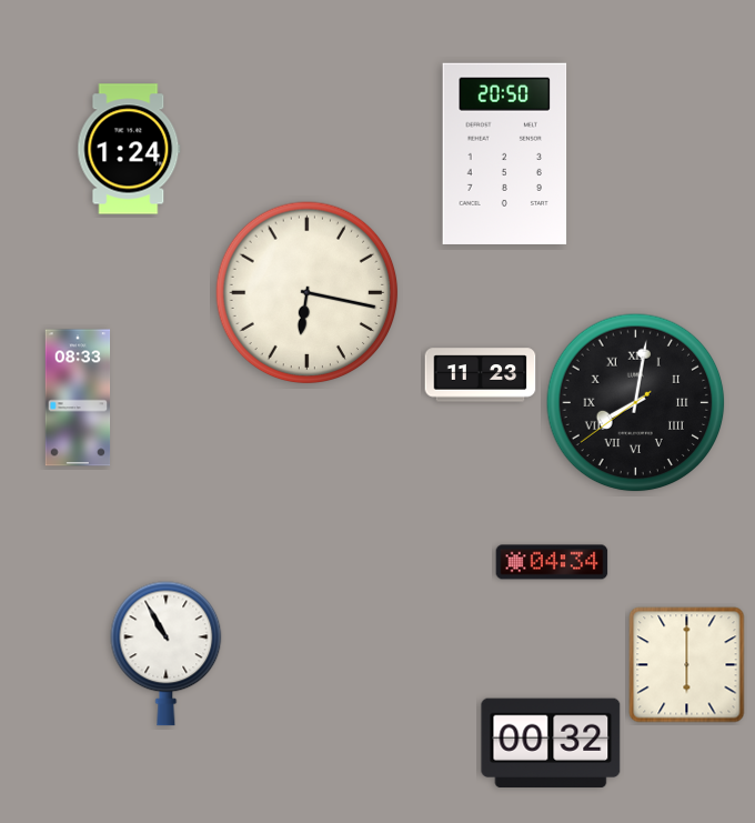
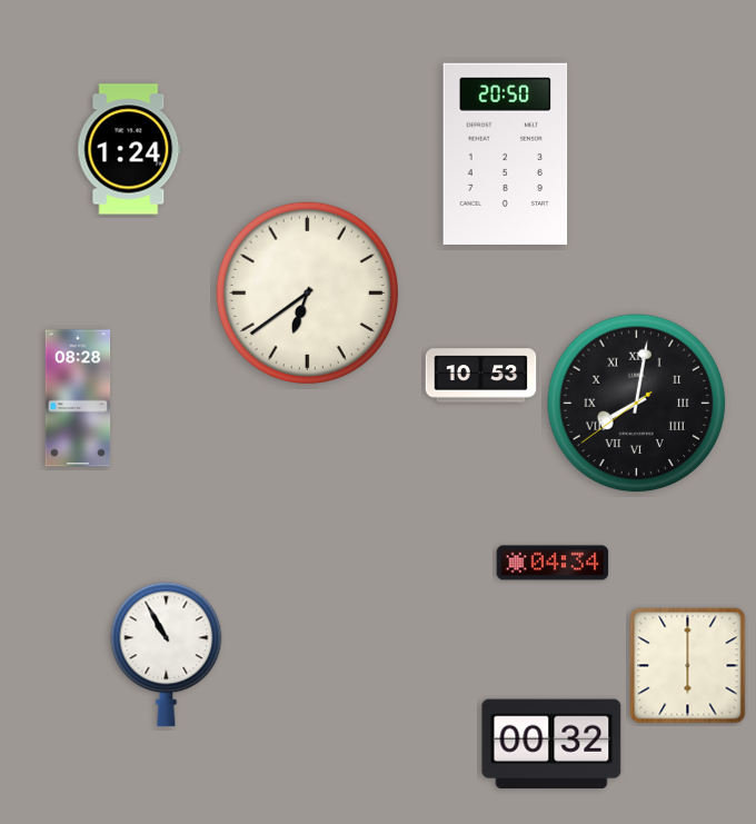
clock at (308, 293): 6:17 -> 6:39
clock at (481, 375): 11:23 -> 10:53
clock at (78, 398): 08:33 -> 08:28
